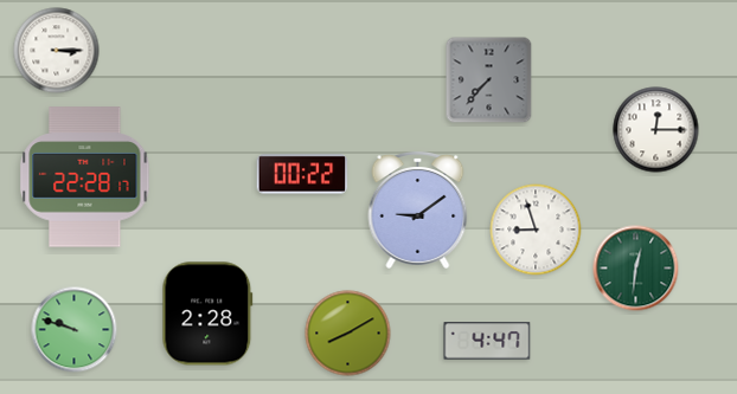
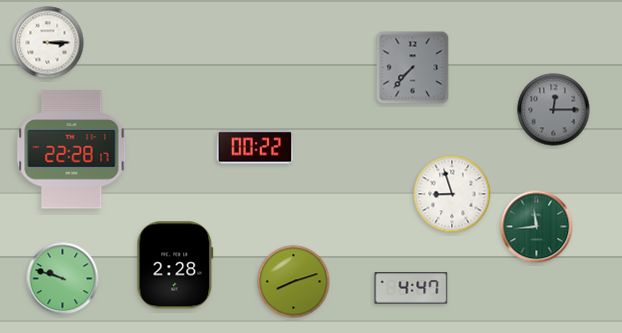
clock at (656, 130) dial: white -> grey
clock at (418, 211): 9:09 -> none
clock at (636, 269): 12:31 -> 11:44
clock at (348, 334): 8:10 -> 8:12
